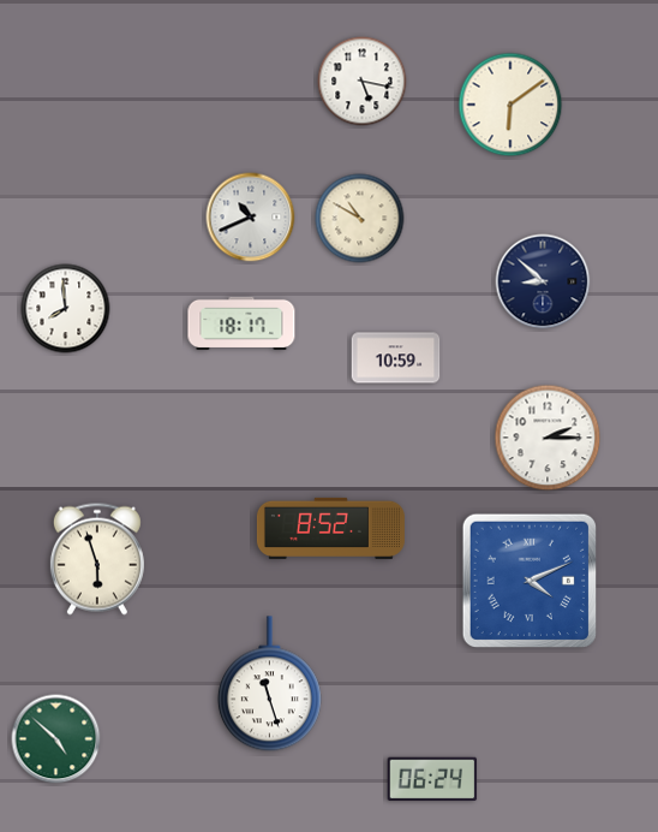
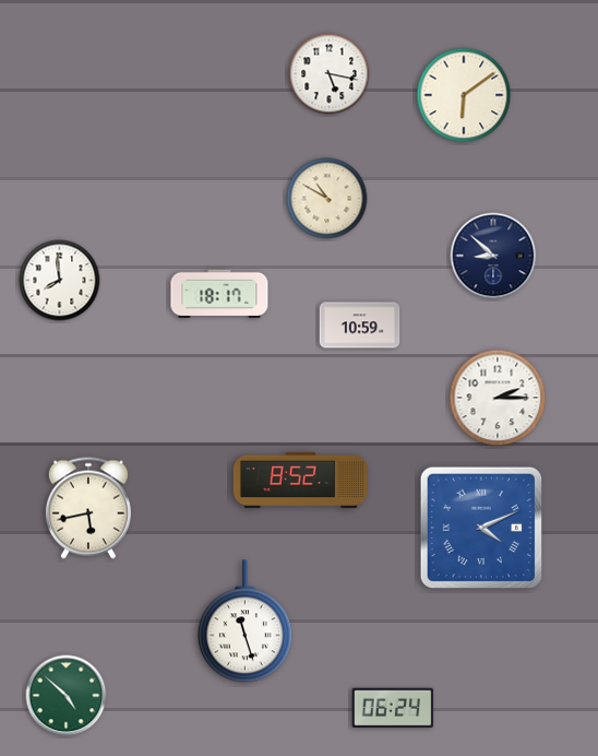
clock at (251, 218): 10:41 -> none
clock at (97, 559): 5:57 -> 5:43
clock at (56, 739) position: (56, 739) -> (67, 696)
